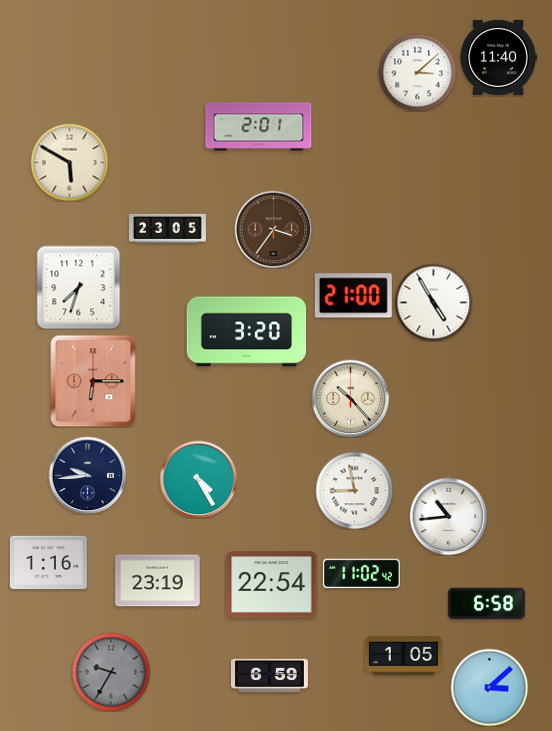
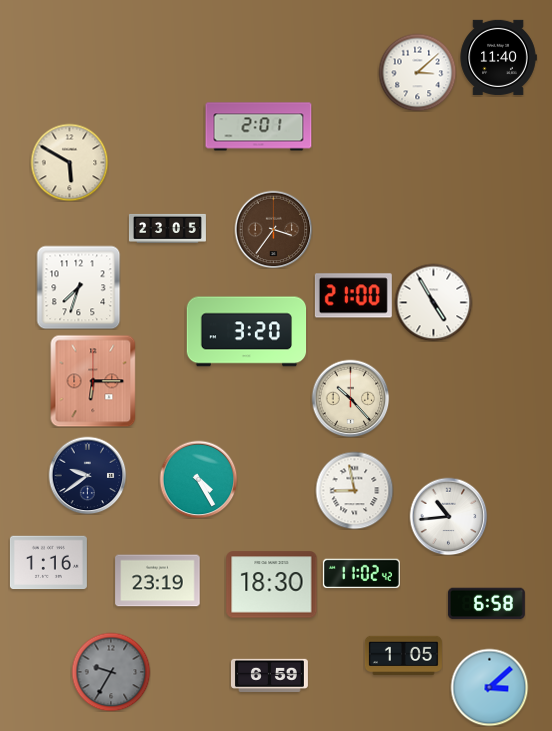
clock at (87, 475): 9:44 -> 9:39
clock at (272, 585): 22:54 -> 18:30
